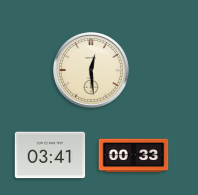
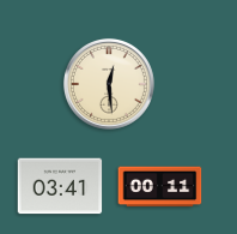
clock at (134, 156): 00:33 -> 00:11
